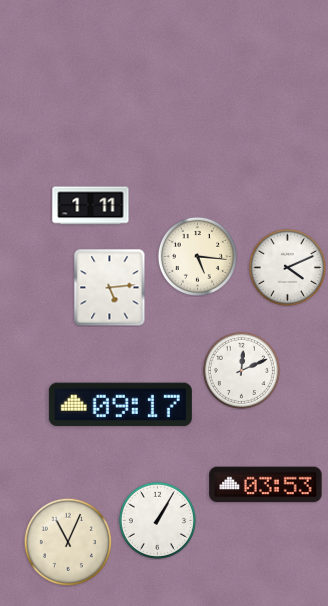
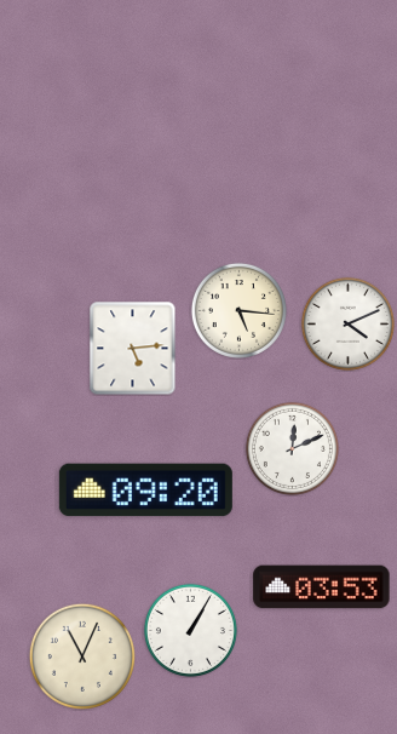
clock at (91, 206): 1:11 -> none
clock at (120, 405): 09:17 -> 09:20
